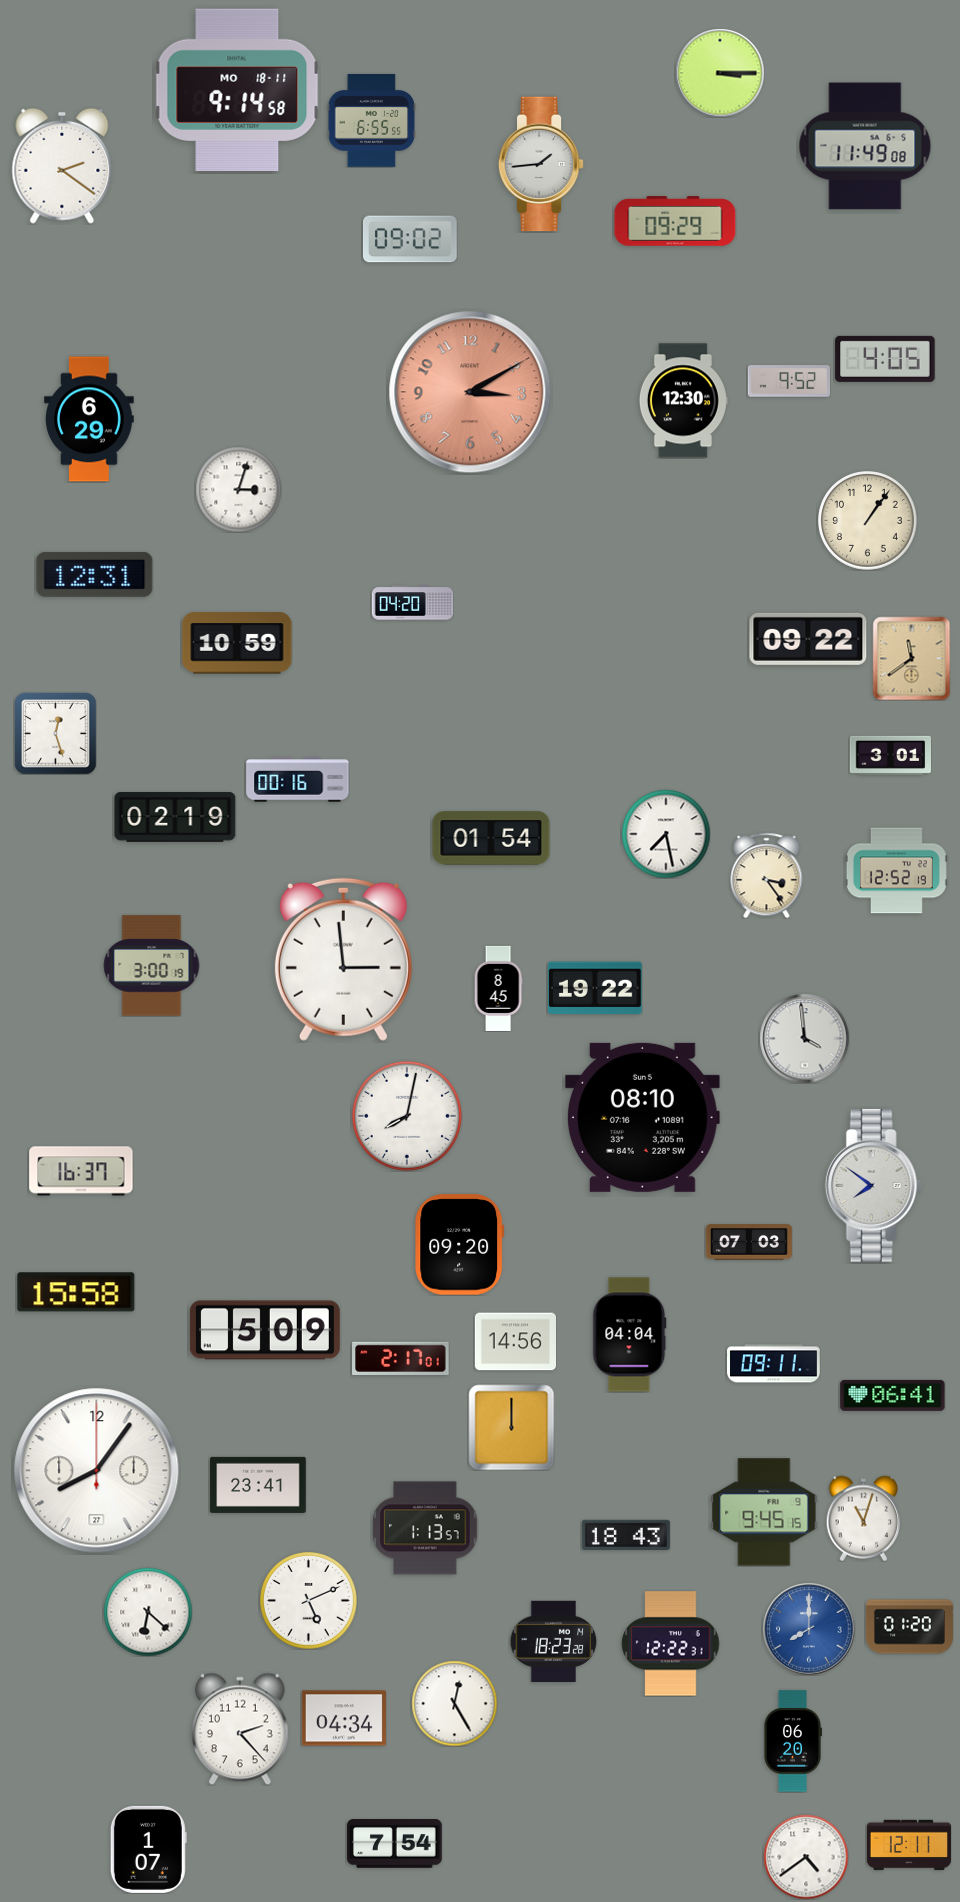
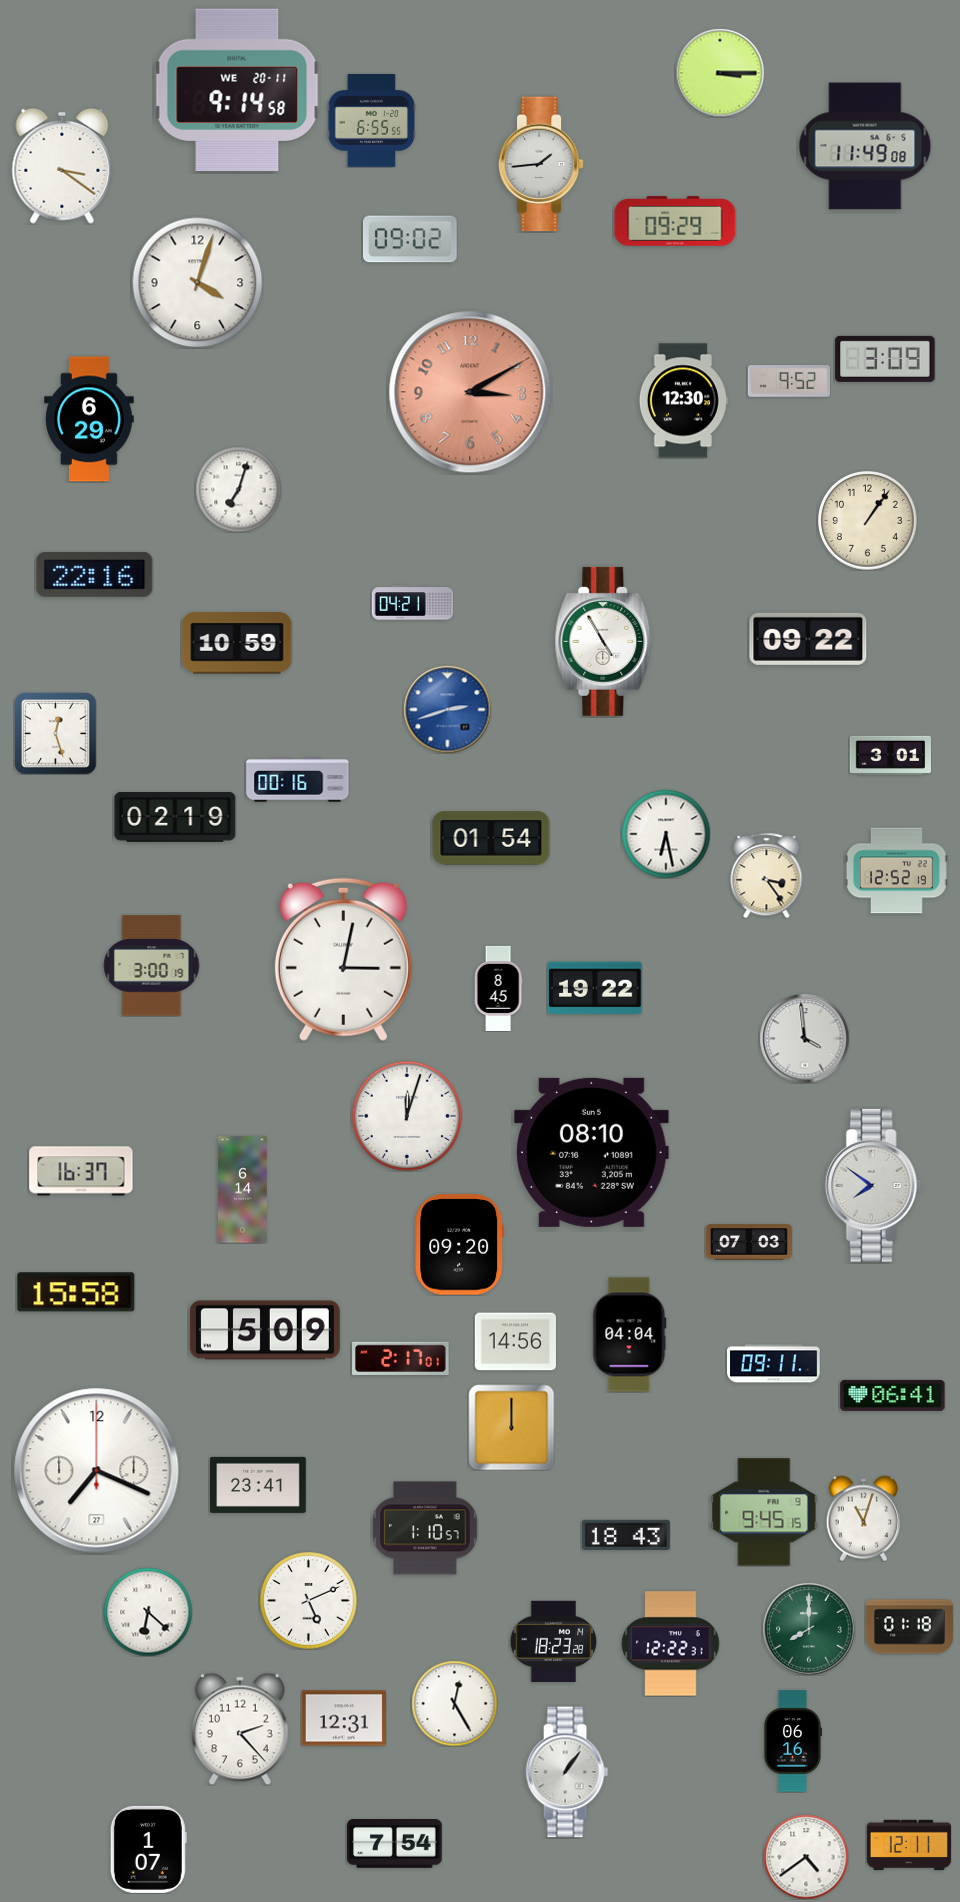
clock at (237, 90) date: MO 18-11 -> WE 20-11
clock at (62, 166): 2:21 -> 3:21
clock at (198, 283): none -> 4:03
clock at (885, 359): 4:05 -> 3:09
clock at (238, 489): 3:03 -> 7:03
clock at (95, 574): 12:31 -> 22:16
clock at (412, 603): 04:20 -> 04:21
clock at (604, 641): none -> 4:55
clock at (912, 658): 11:39 -> none
clock at (447, 709): none -> 2:42
clock at (666, 834): 7:28 -> 6:28
clock at (343, 959): 2:59 -> 3:02
clock at (407, 1116): 8:02 -> 12:03
clock at (642, 1117) position: (642, 1117) -> (591, 1152)
clock at (243, 1190): none -> 6:14
clock at (97, 1471): 8:06 -> 7:19
clock at (425, 1528): 1:13 -> 1:10
clock at (909, 1627): 01:20 -> 01:18
clock at (809, 1629) dial: blue -> green
clock at (344, 1718): 04:34 -> 12:31
clock at (792, 1741): 06:20 -> 06:16
clock at (567, 1772): none -> 1:06
